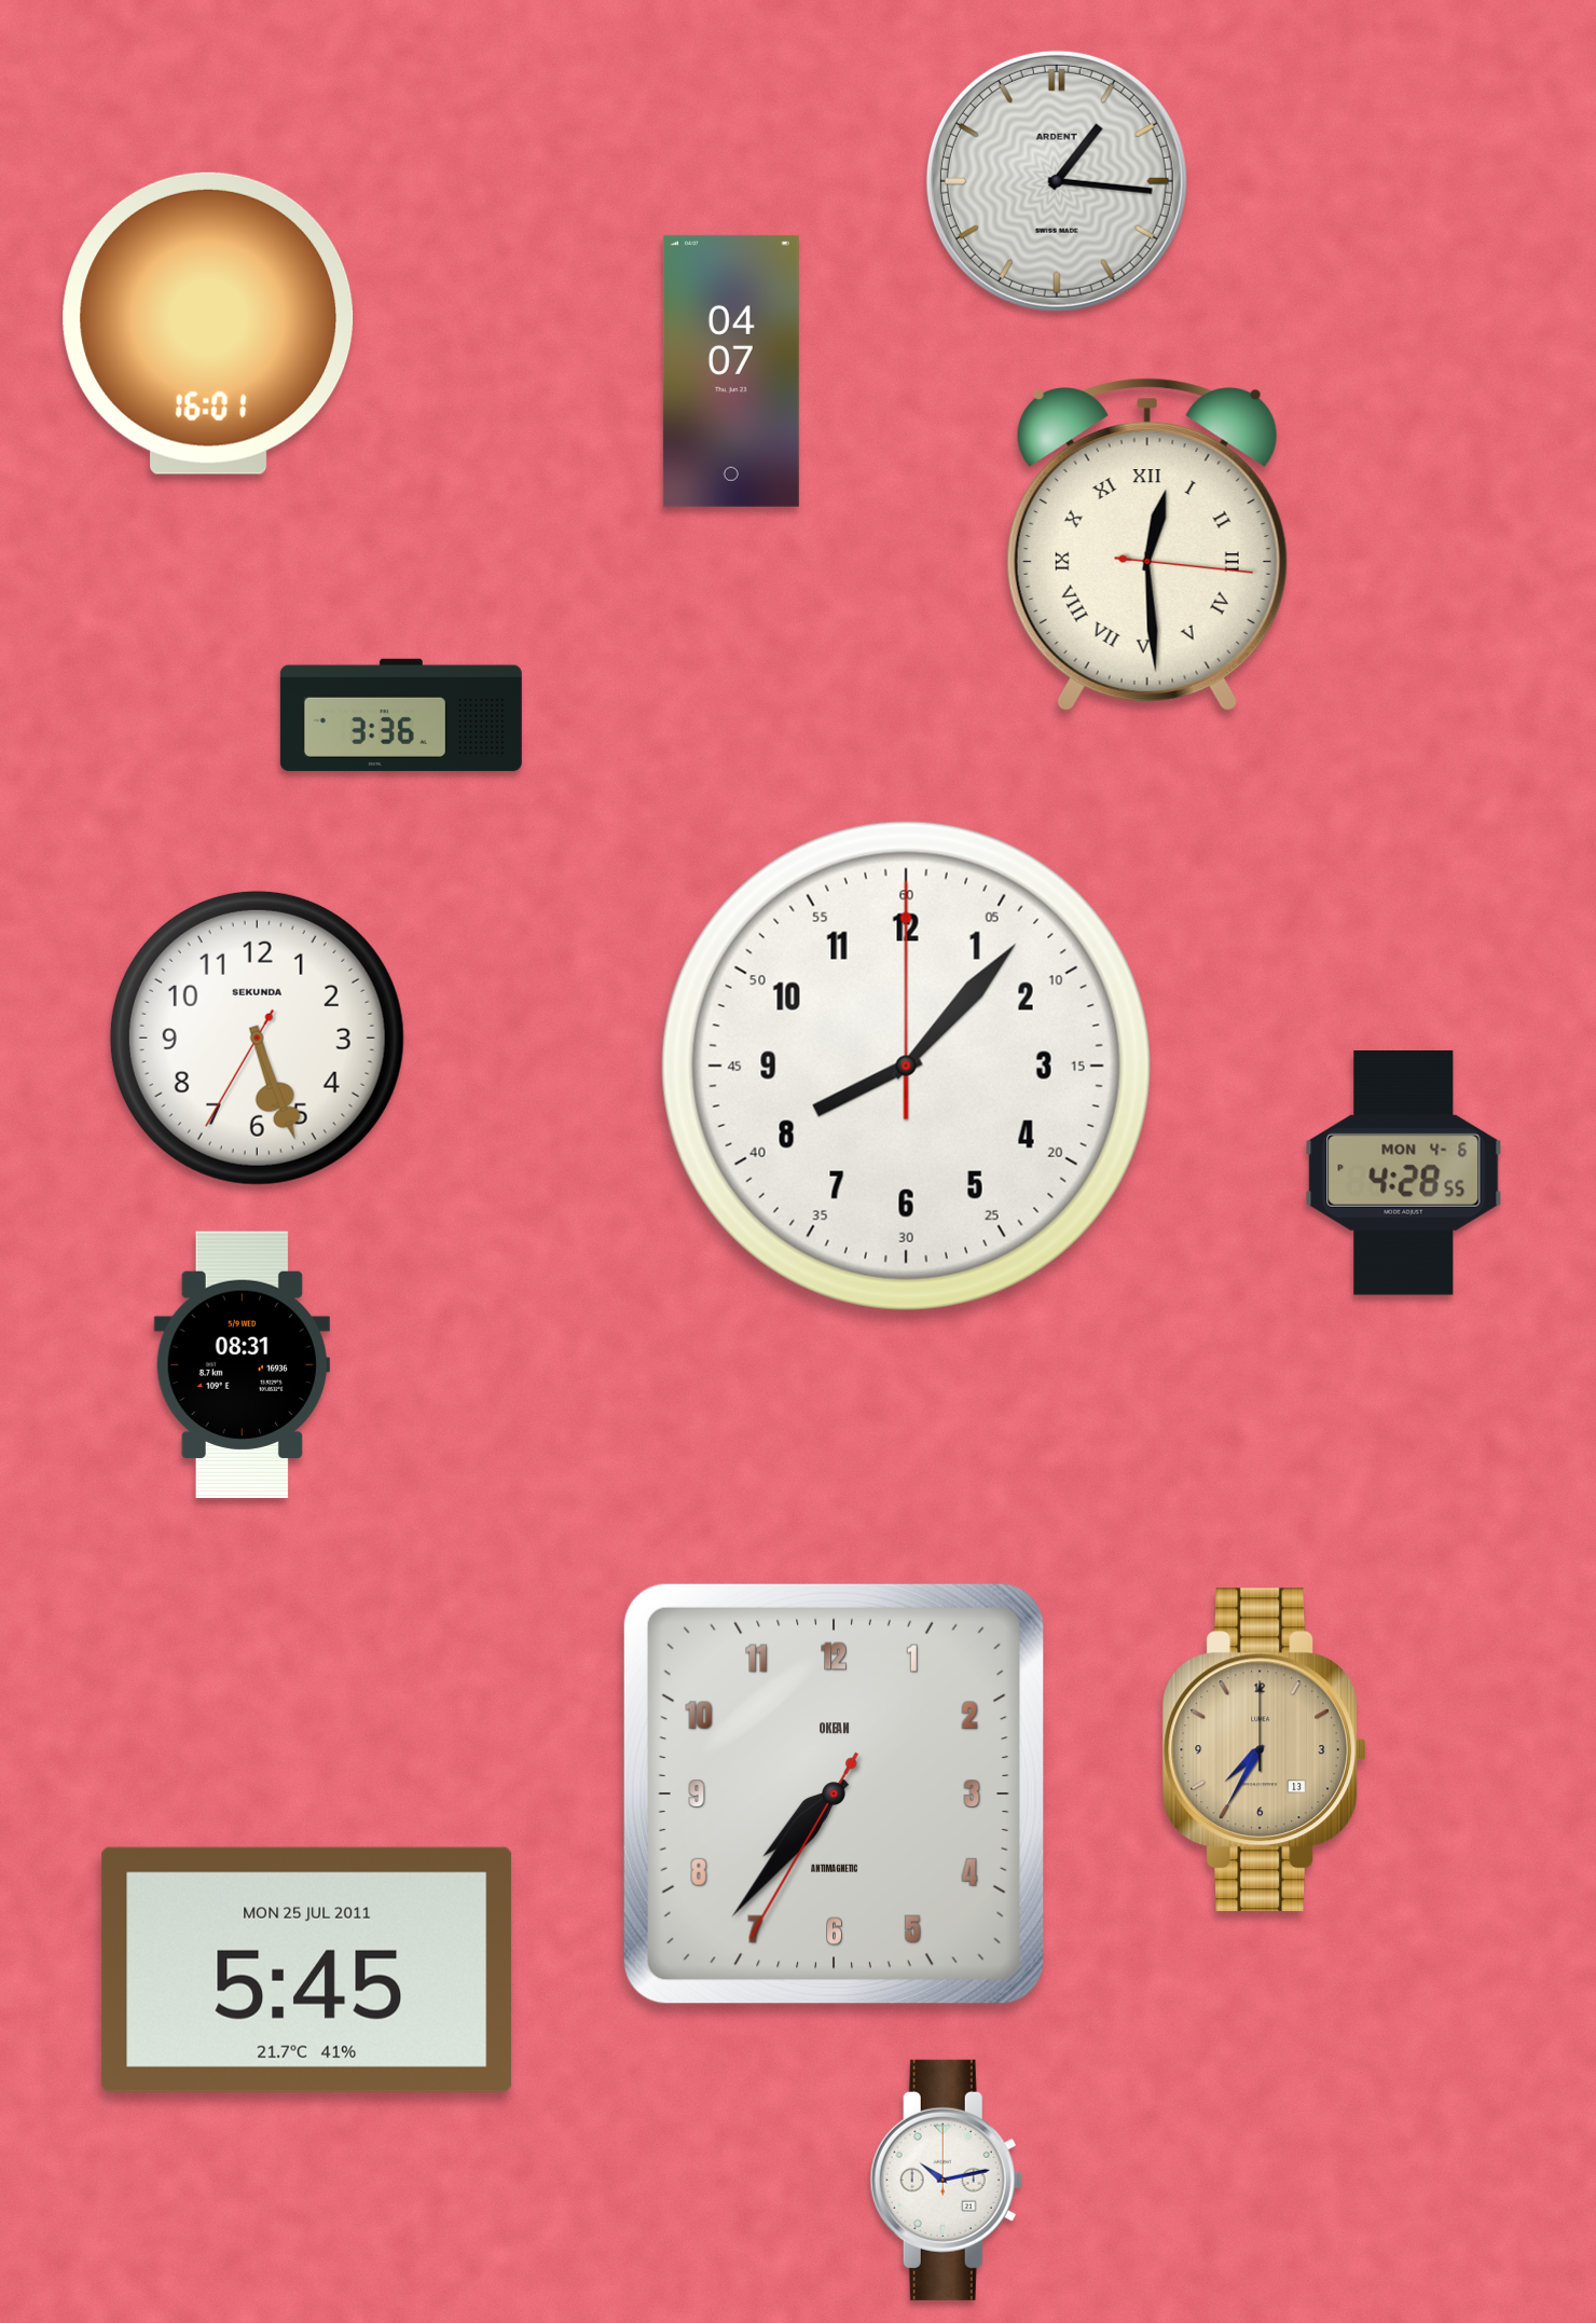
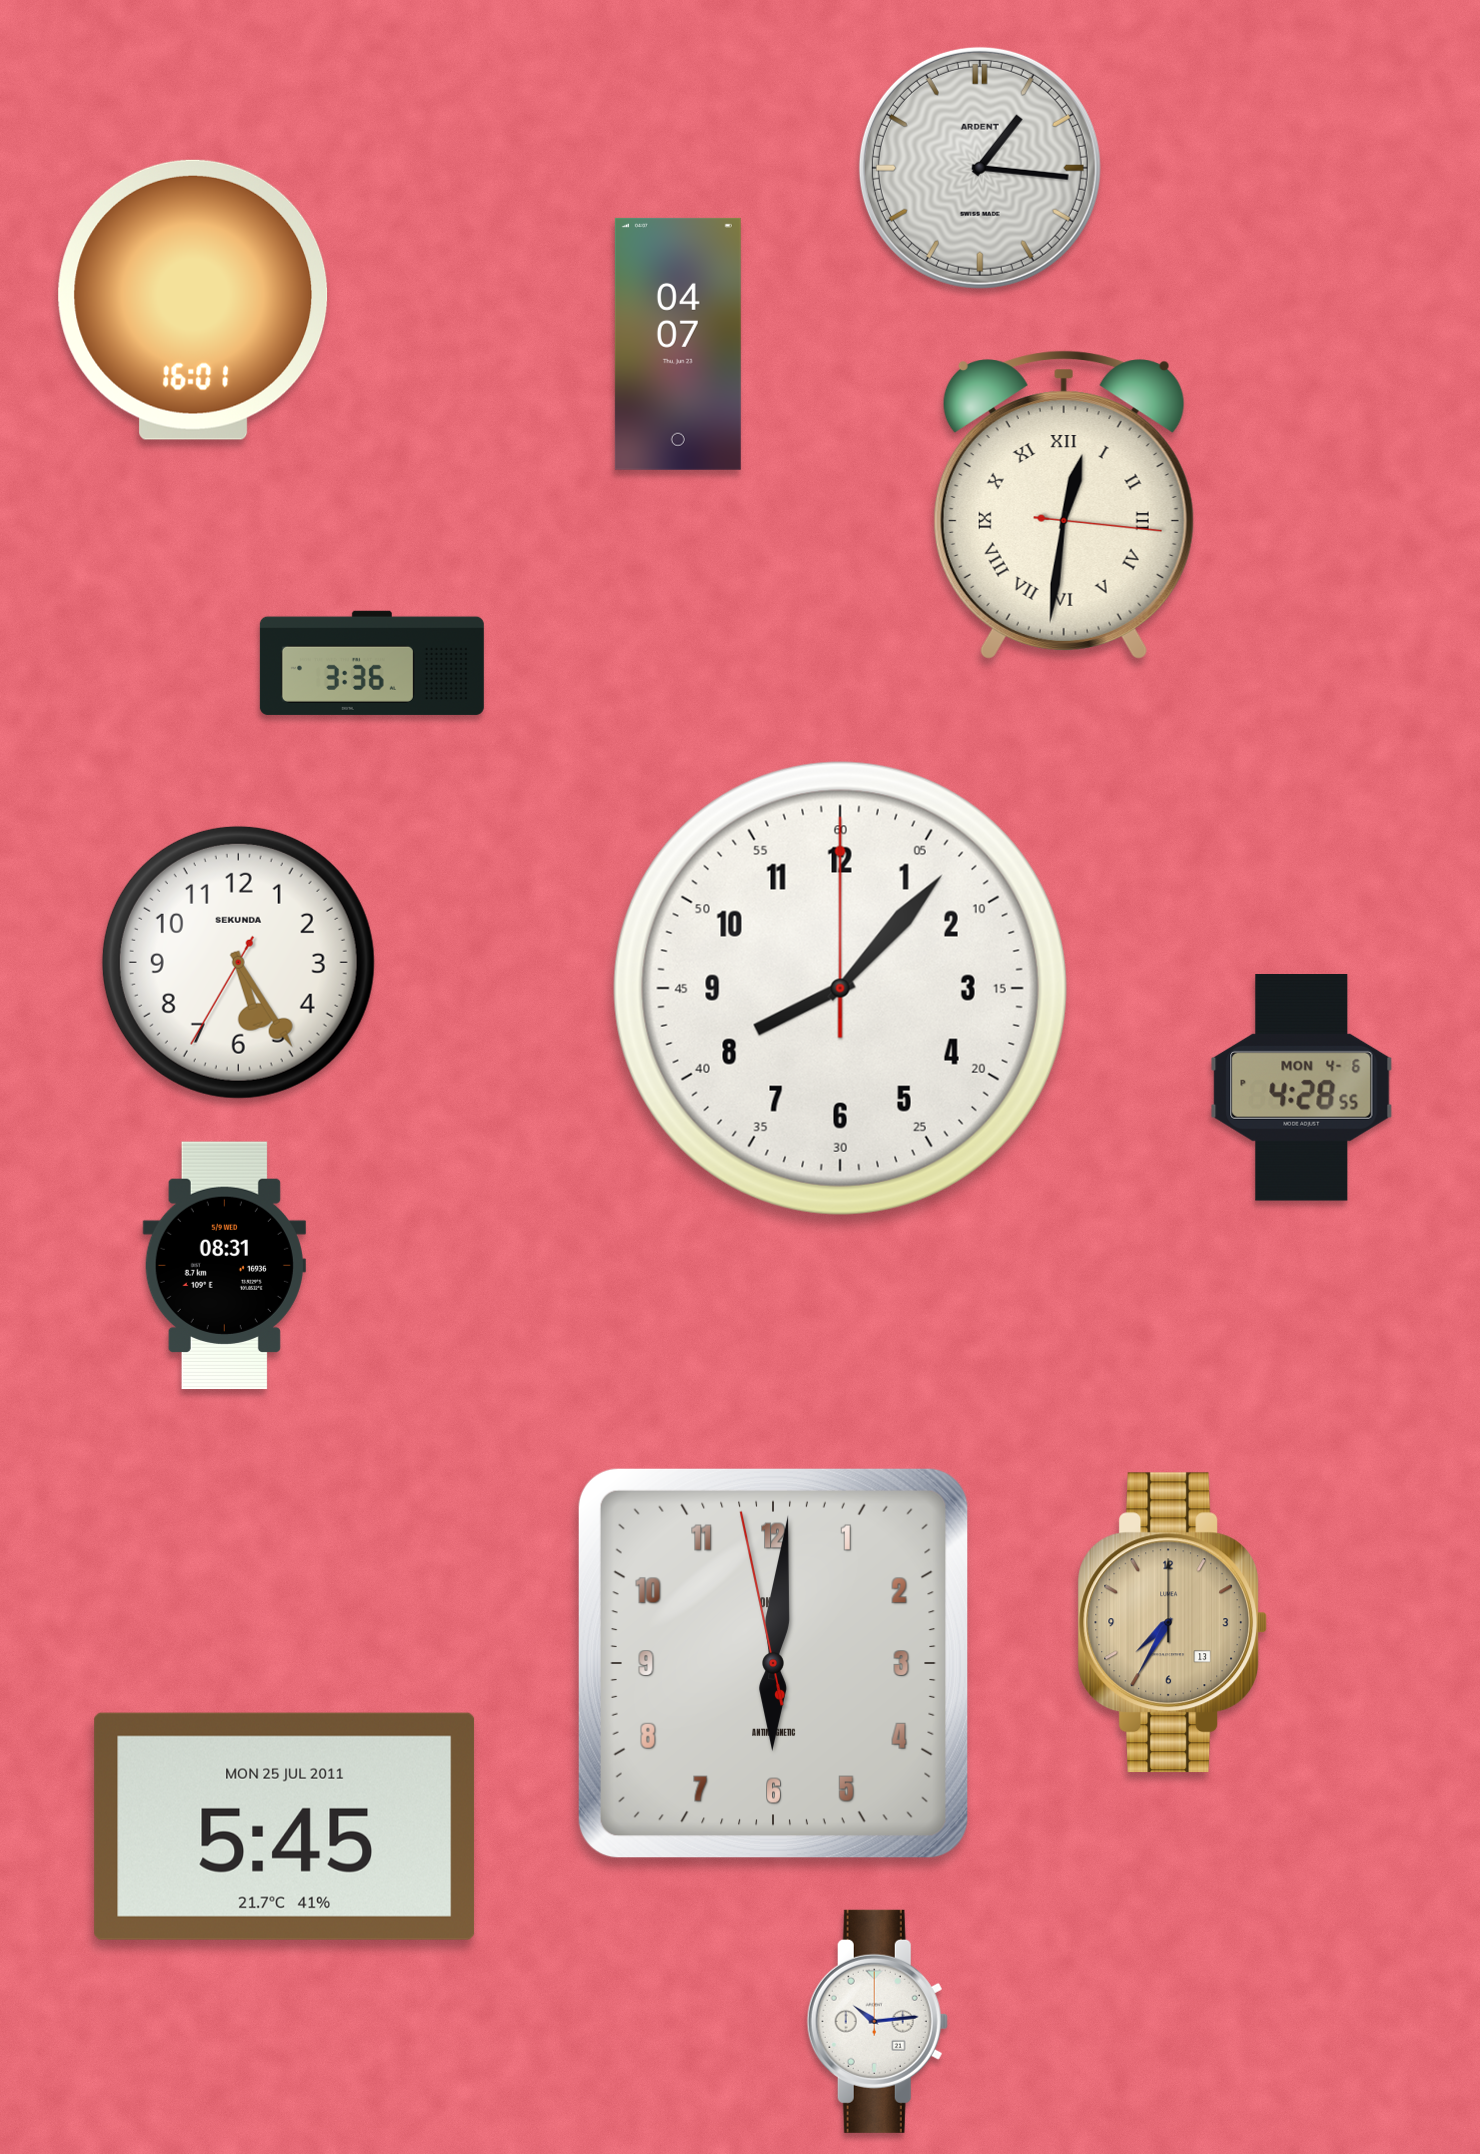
clock at (1147, 545): 12:29 -> 12:31
clock at (257, 1037): 5:26 -> 5:24
clock at (834, 1793): 7:36 -> 6:00
clock at (946, 2180): 10:13 -> 10:14
